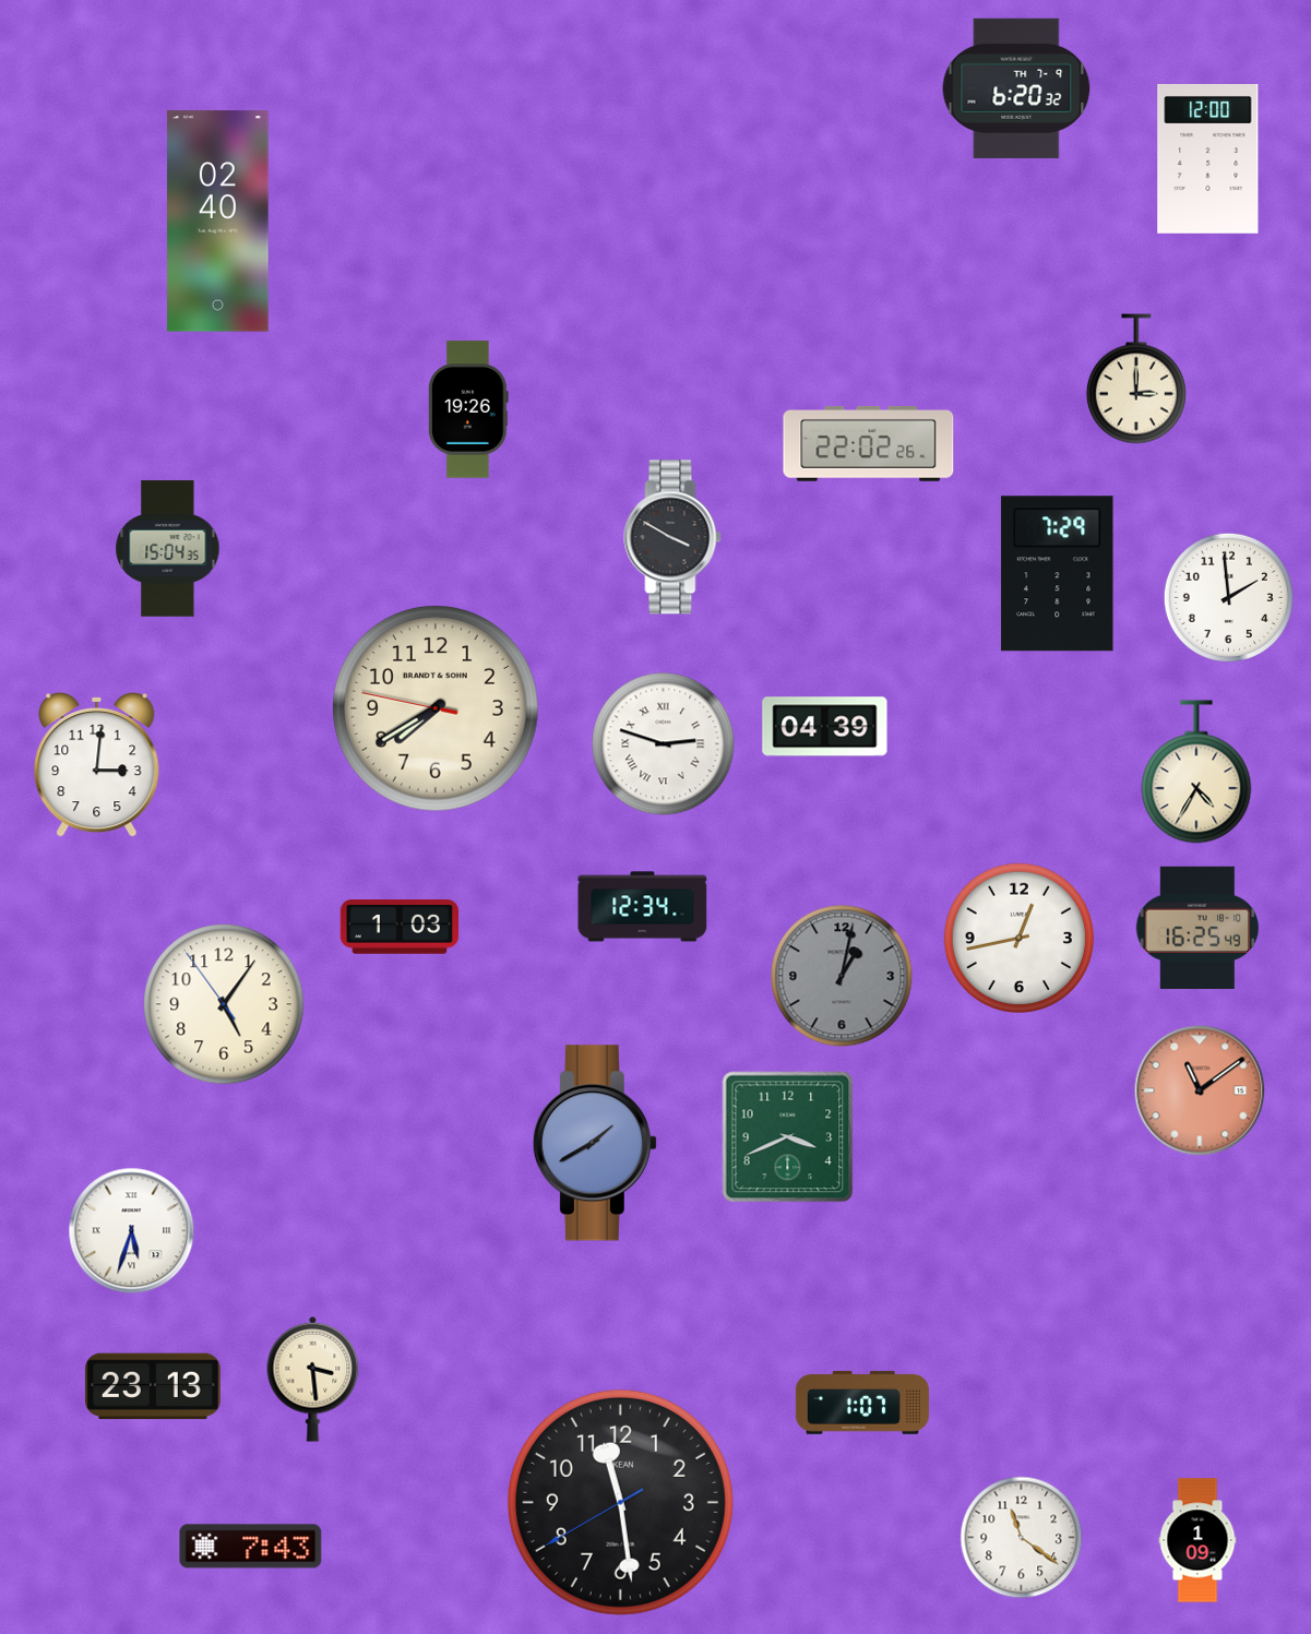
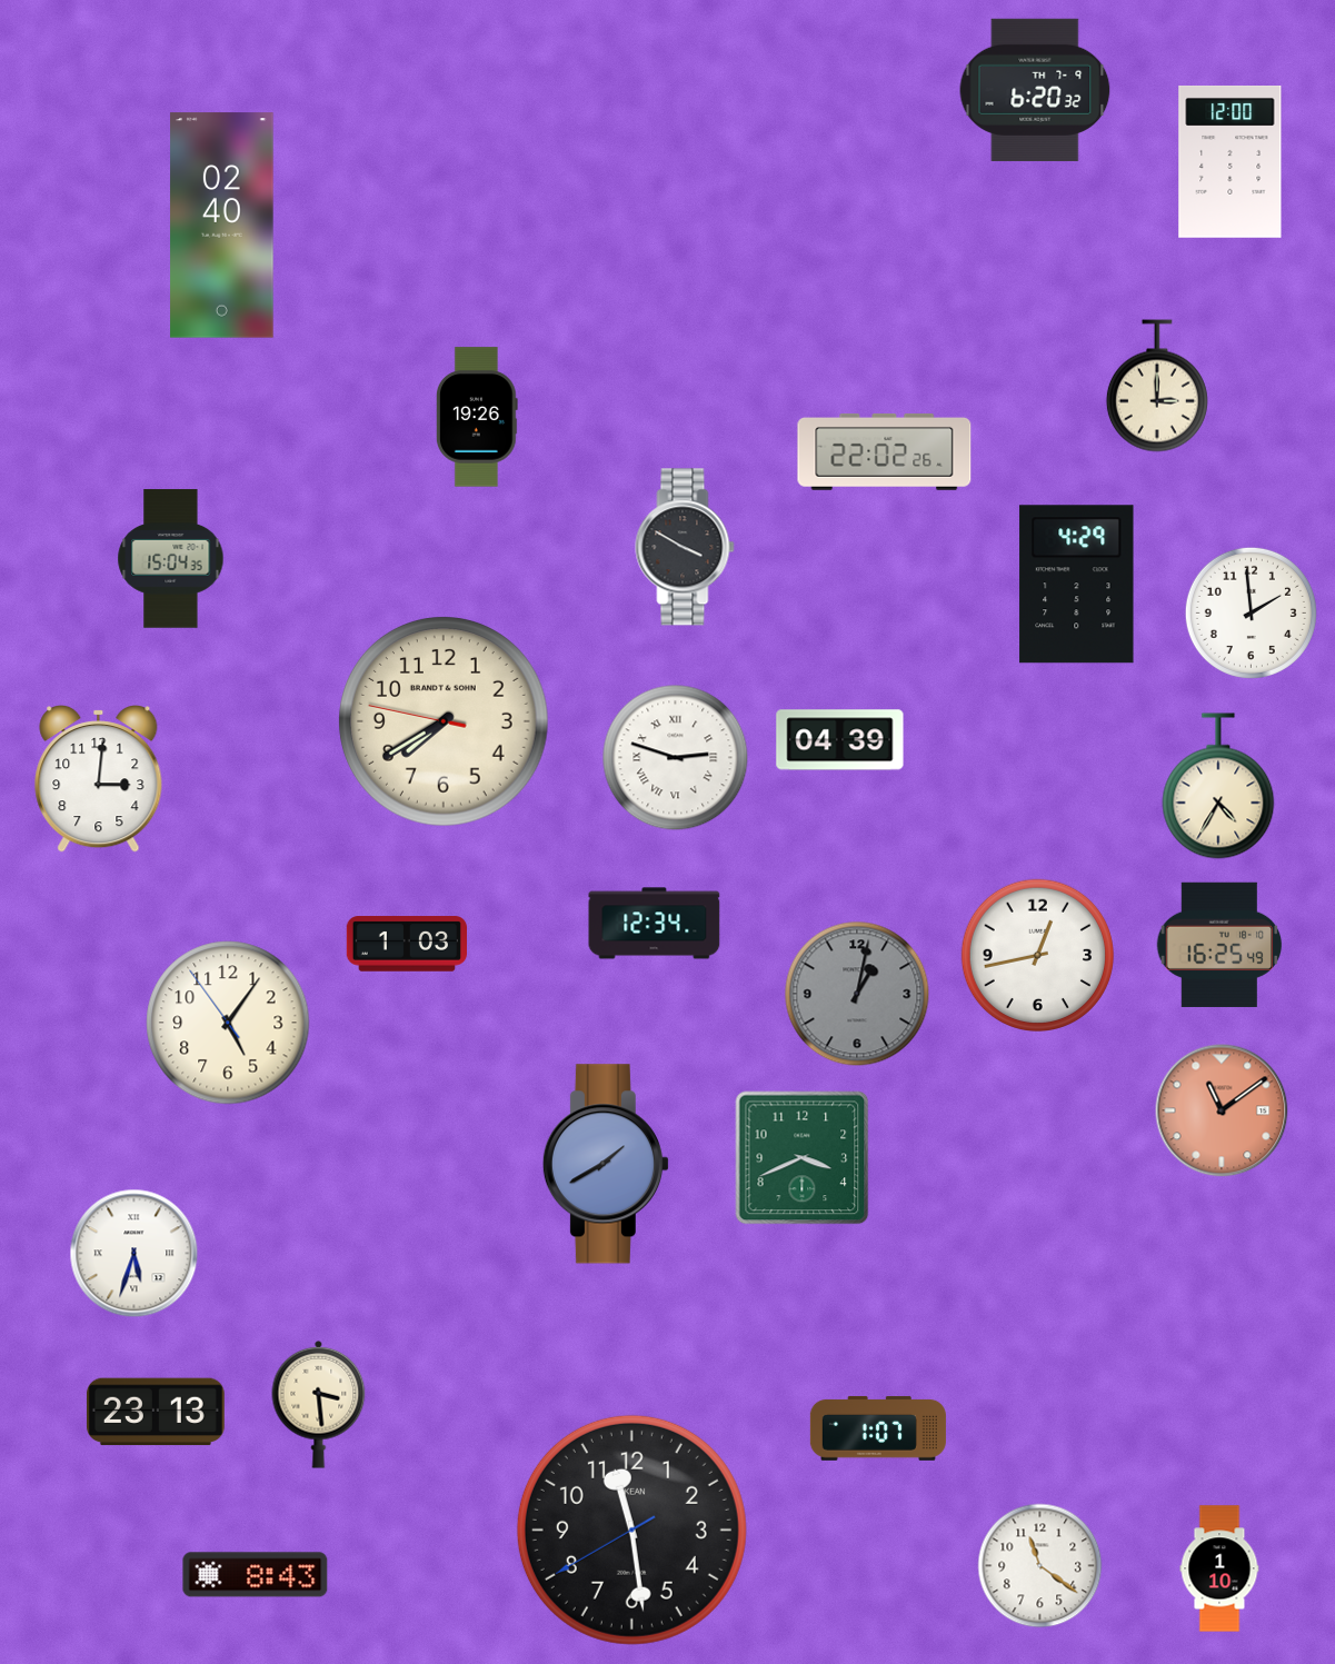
clock at (1058, 574): 7:29 -> 4:29
clock at (1228, 597) position: (1228, 597) -> (1251, 612)
clock at (1197, 1540): 1:09 -> 1:10
clock at (251, 1547): 7:43 -> 8:43
